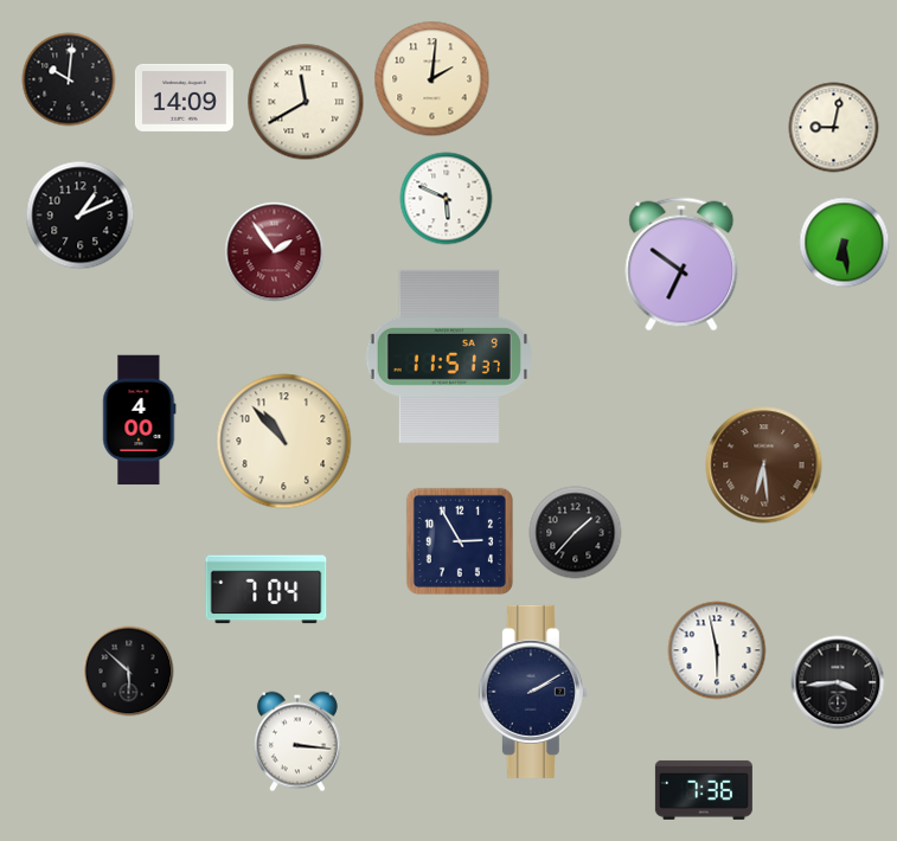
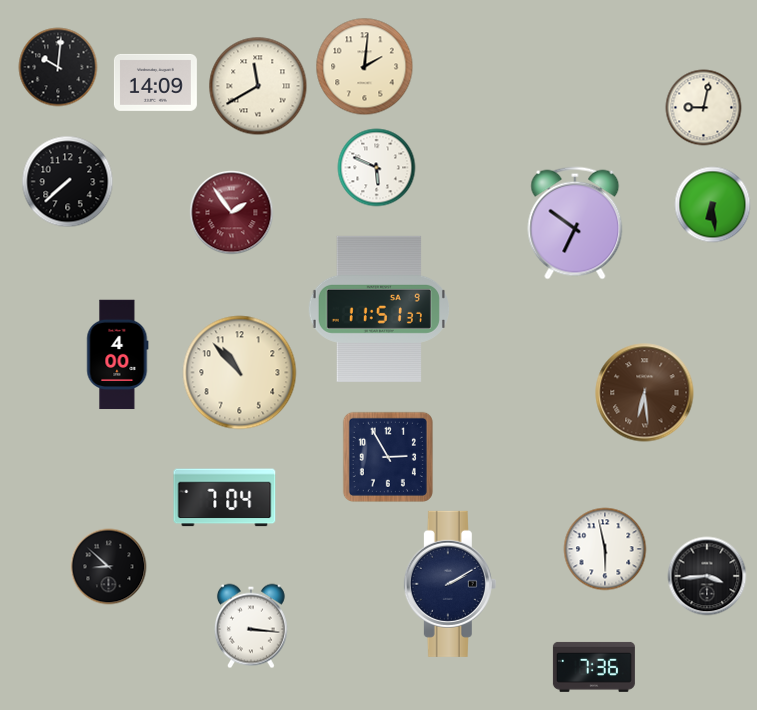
clock at (81, 216): 1:11 -> 7:38
clock at (449, 357) position: (449, 357) -> (379, 309)
clock at (576, 533): 1:37 -> none
clock at (129, 672): 5:52 -> 8:52
